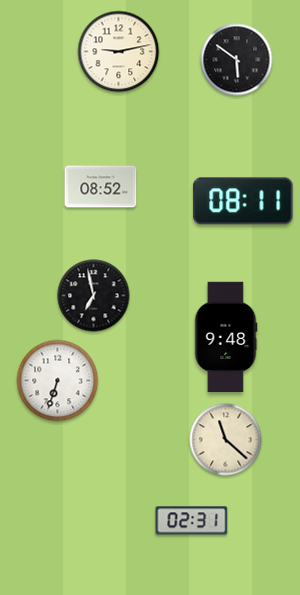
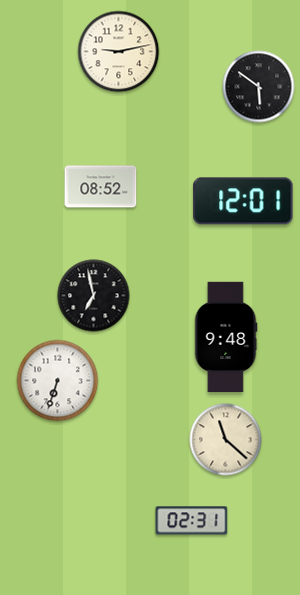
clock at (237, 60) position: (237, 60) -> (259, 87)
clock at (243, 201): 08:11 -> 12:01
